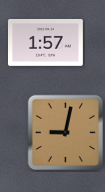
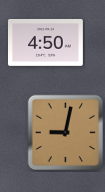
clock at (46, 42): 1:57 -> 4:50
